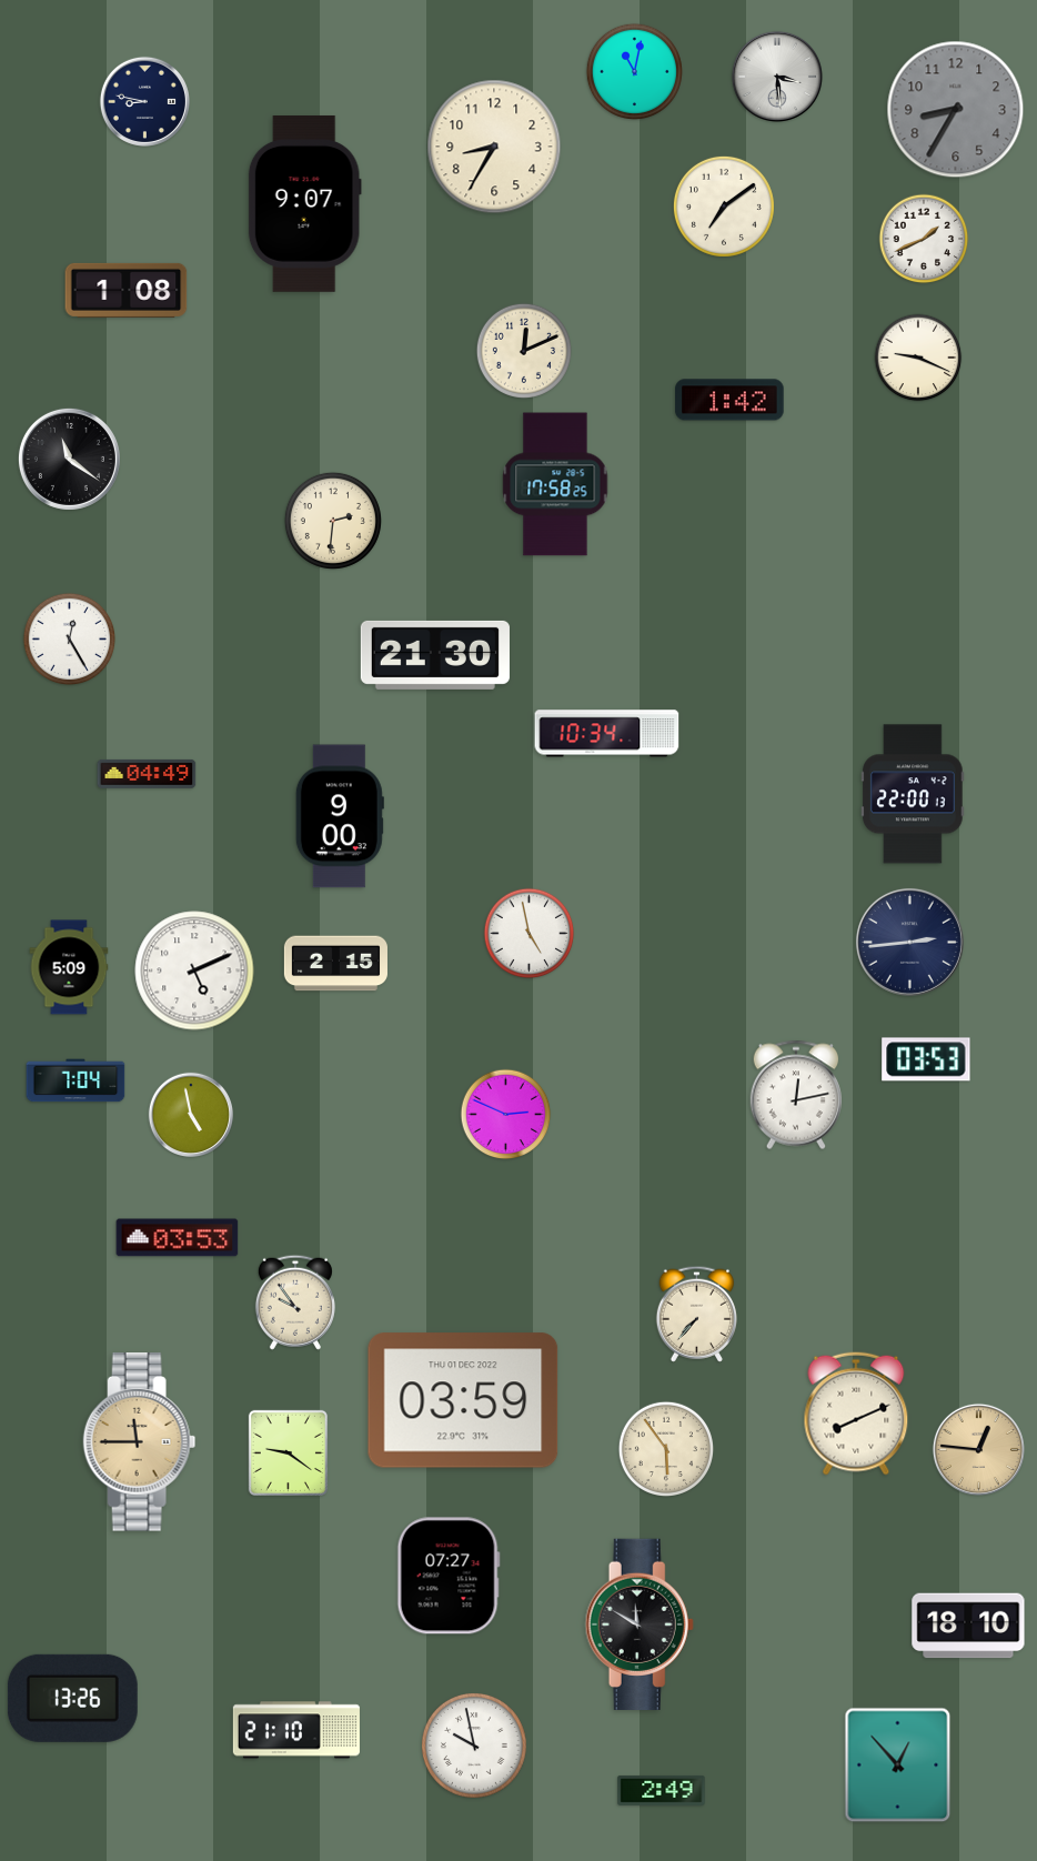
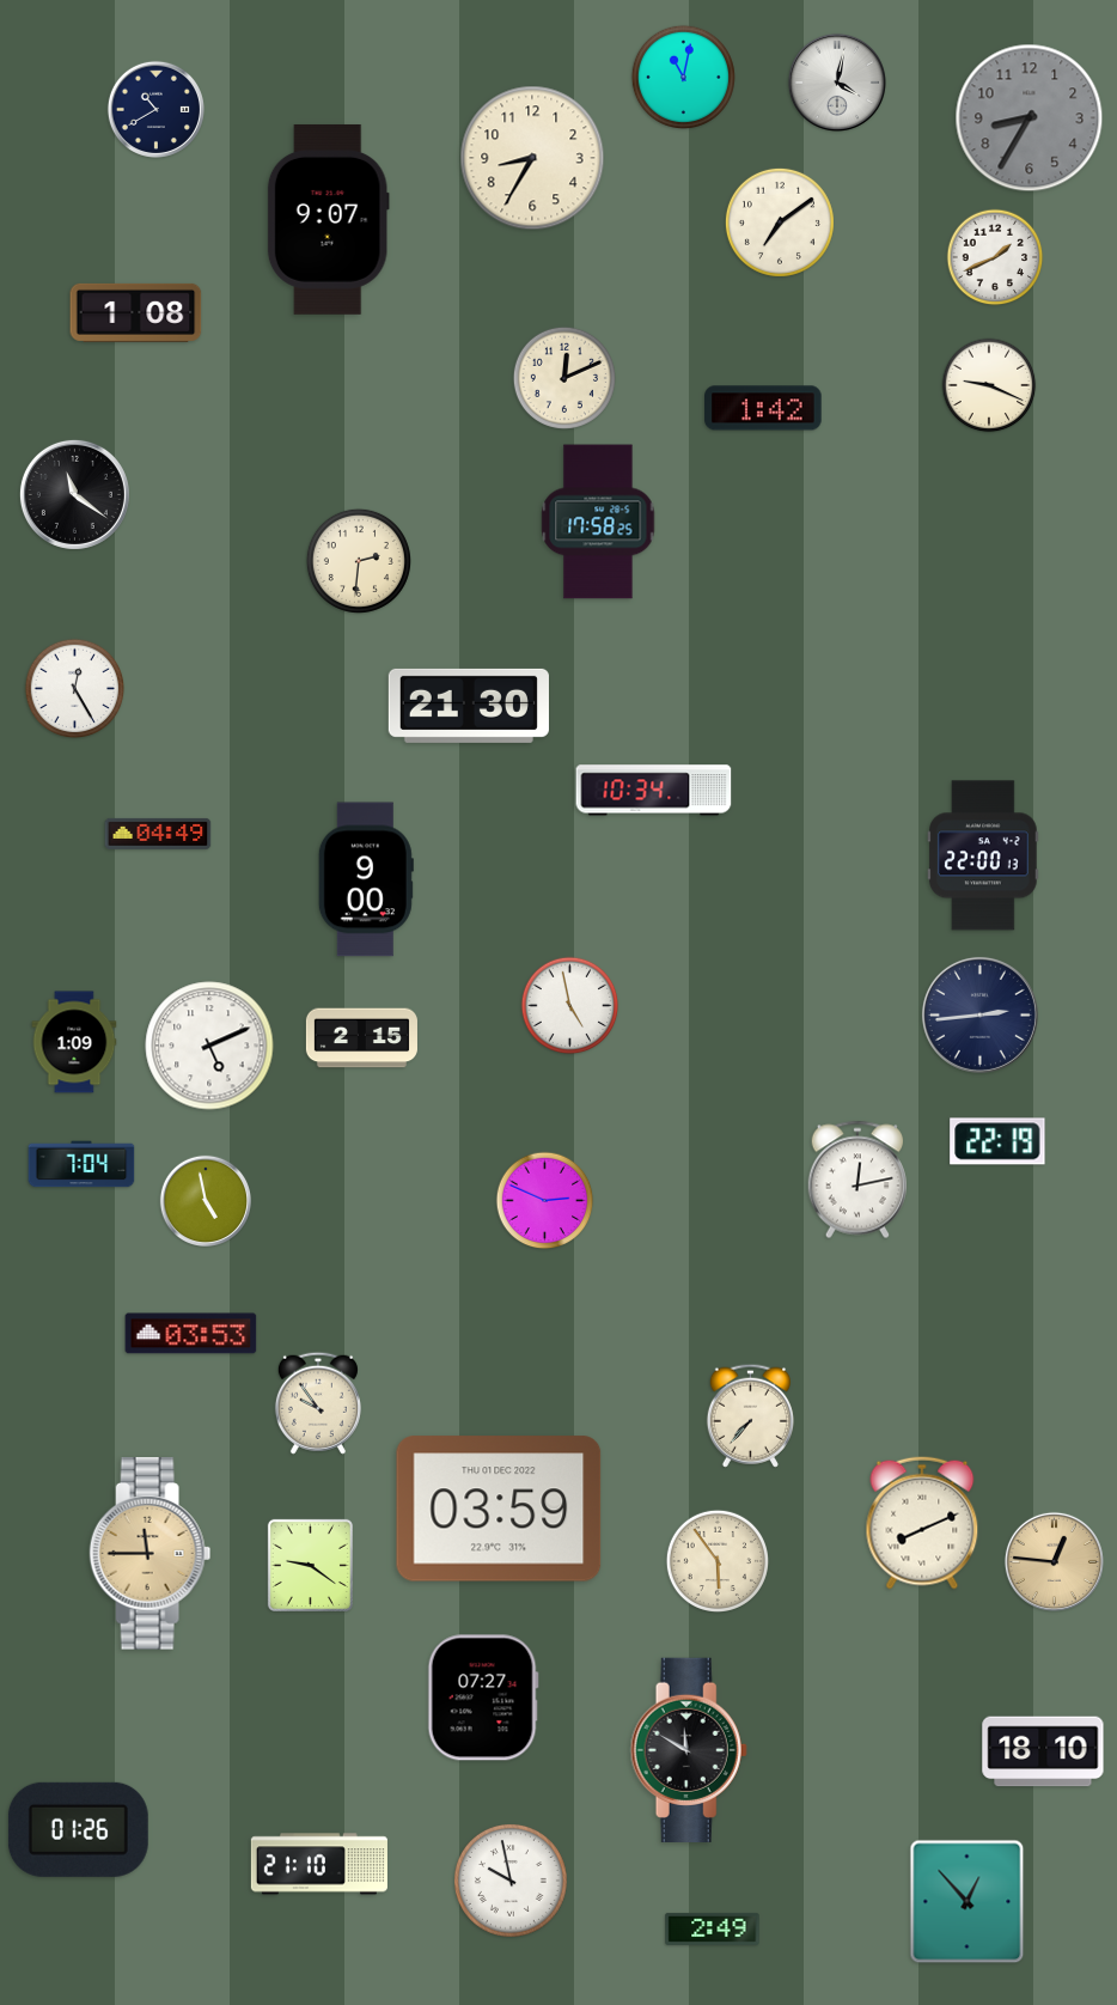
clock at (777, 77): 3:29 -> 4:02
clock at (144, 101): 8:47 -> 10:40
clock at (729, 400) position: (729, 400) -> (763, 408)
clock at (69, 967): 5:09 -> 1:09
clock at (926, 1059): 03:53 -> 22:19
clock at (72, 1698): 13:26 -> 01:26
